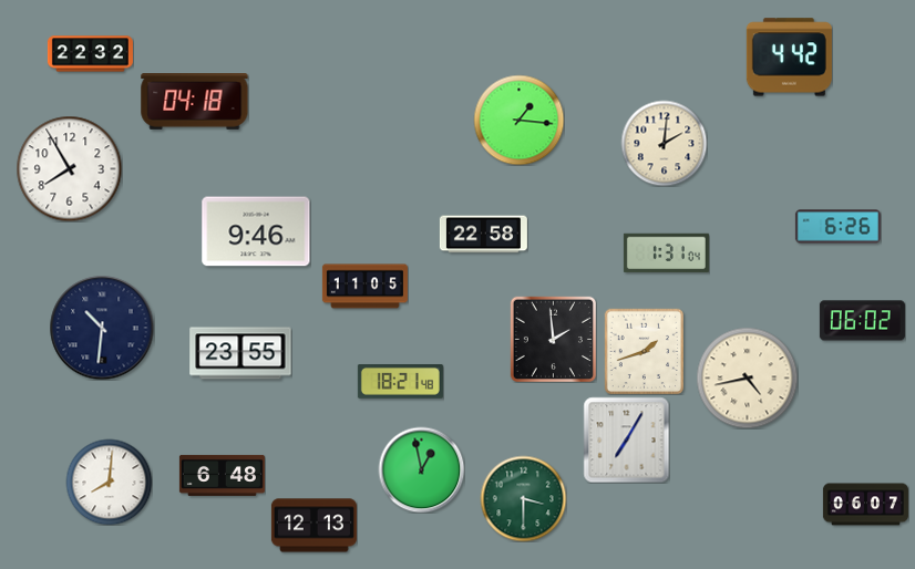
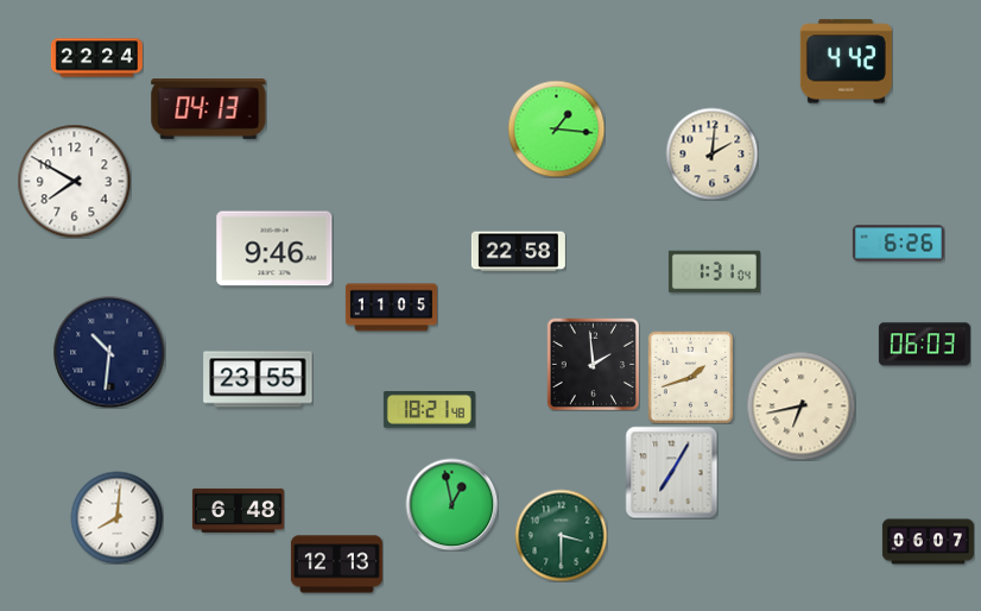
clock at (90, 54): 22:32 -> 22:24
clock at (195, 102): 04:18 -> 04:13
clock at (69, 168): 7:55 -> 7:50
clock at (862, 321): 06:02 -> 06:03
clock at (747, 377): 4:43 -> 6:43
